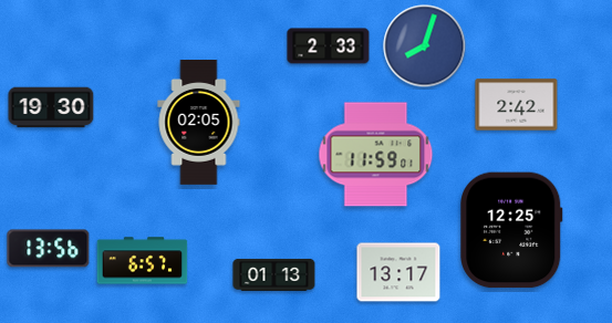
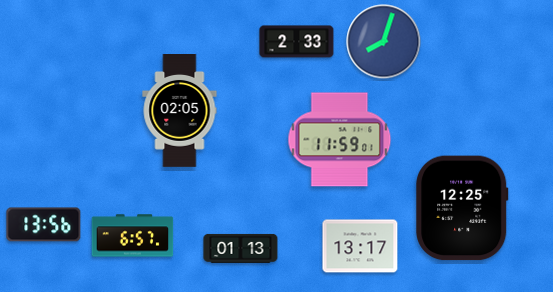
clock at (517, 105): 2:42 -> none
clock at (51, 107): 19:30 -> none
clock at (143, 261) position: (143, 261) -> (133, 236)
clock at (274, 274) position: (274, 274) -> (241, 248)
